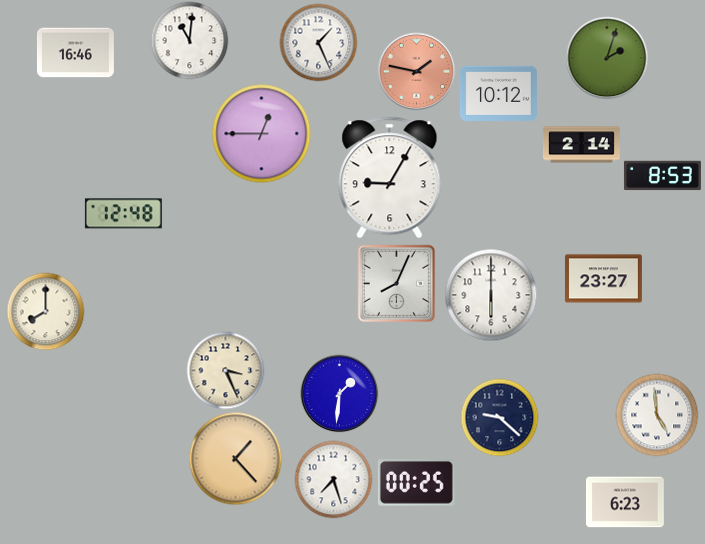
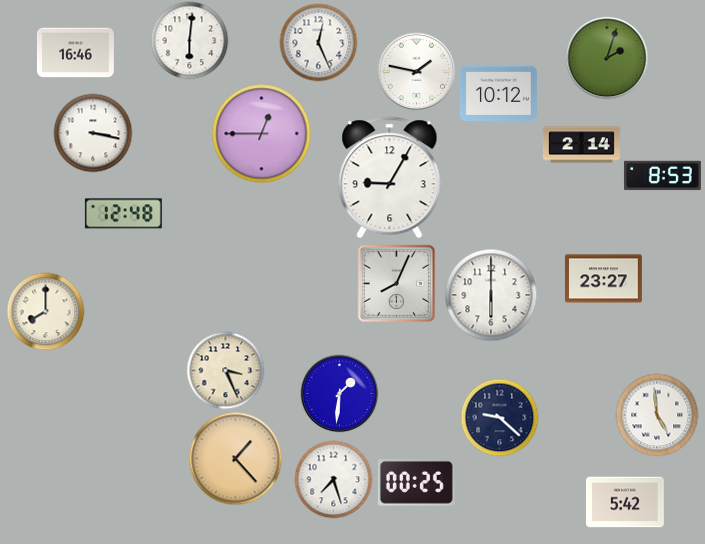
clock at (189, 40): 11:01 -> 6:01
clock at (318, 42): 1:26 -> 12:26
clock at (416, 71) dial: salmon -> white
clock at (93, 133): none -> 3:17
clock at (625, 502): 6:23 -> 5:42
